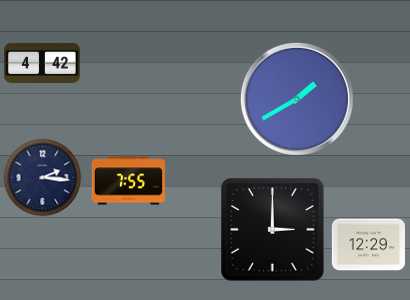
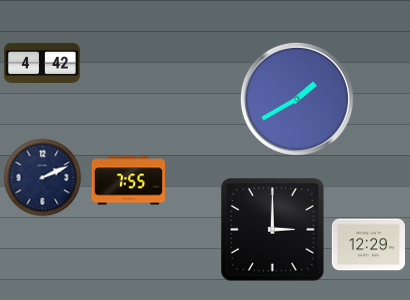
clock at (43, 178): 2:16 -> 2:11
